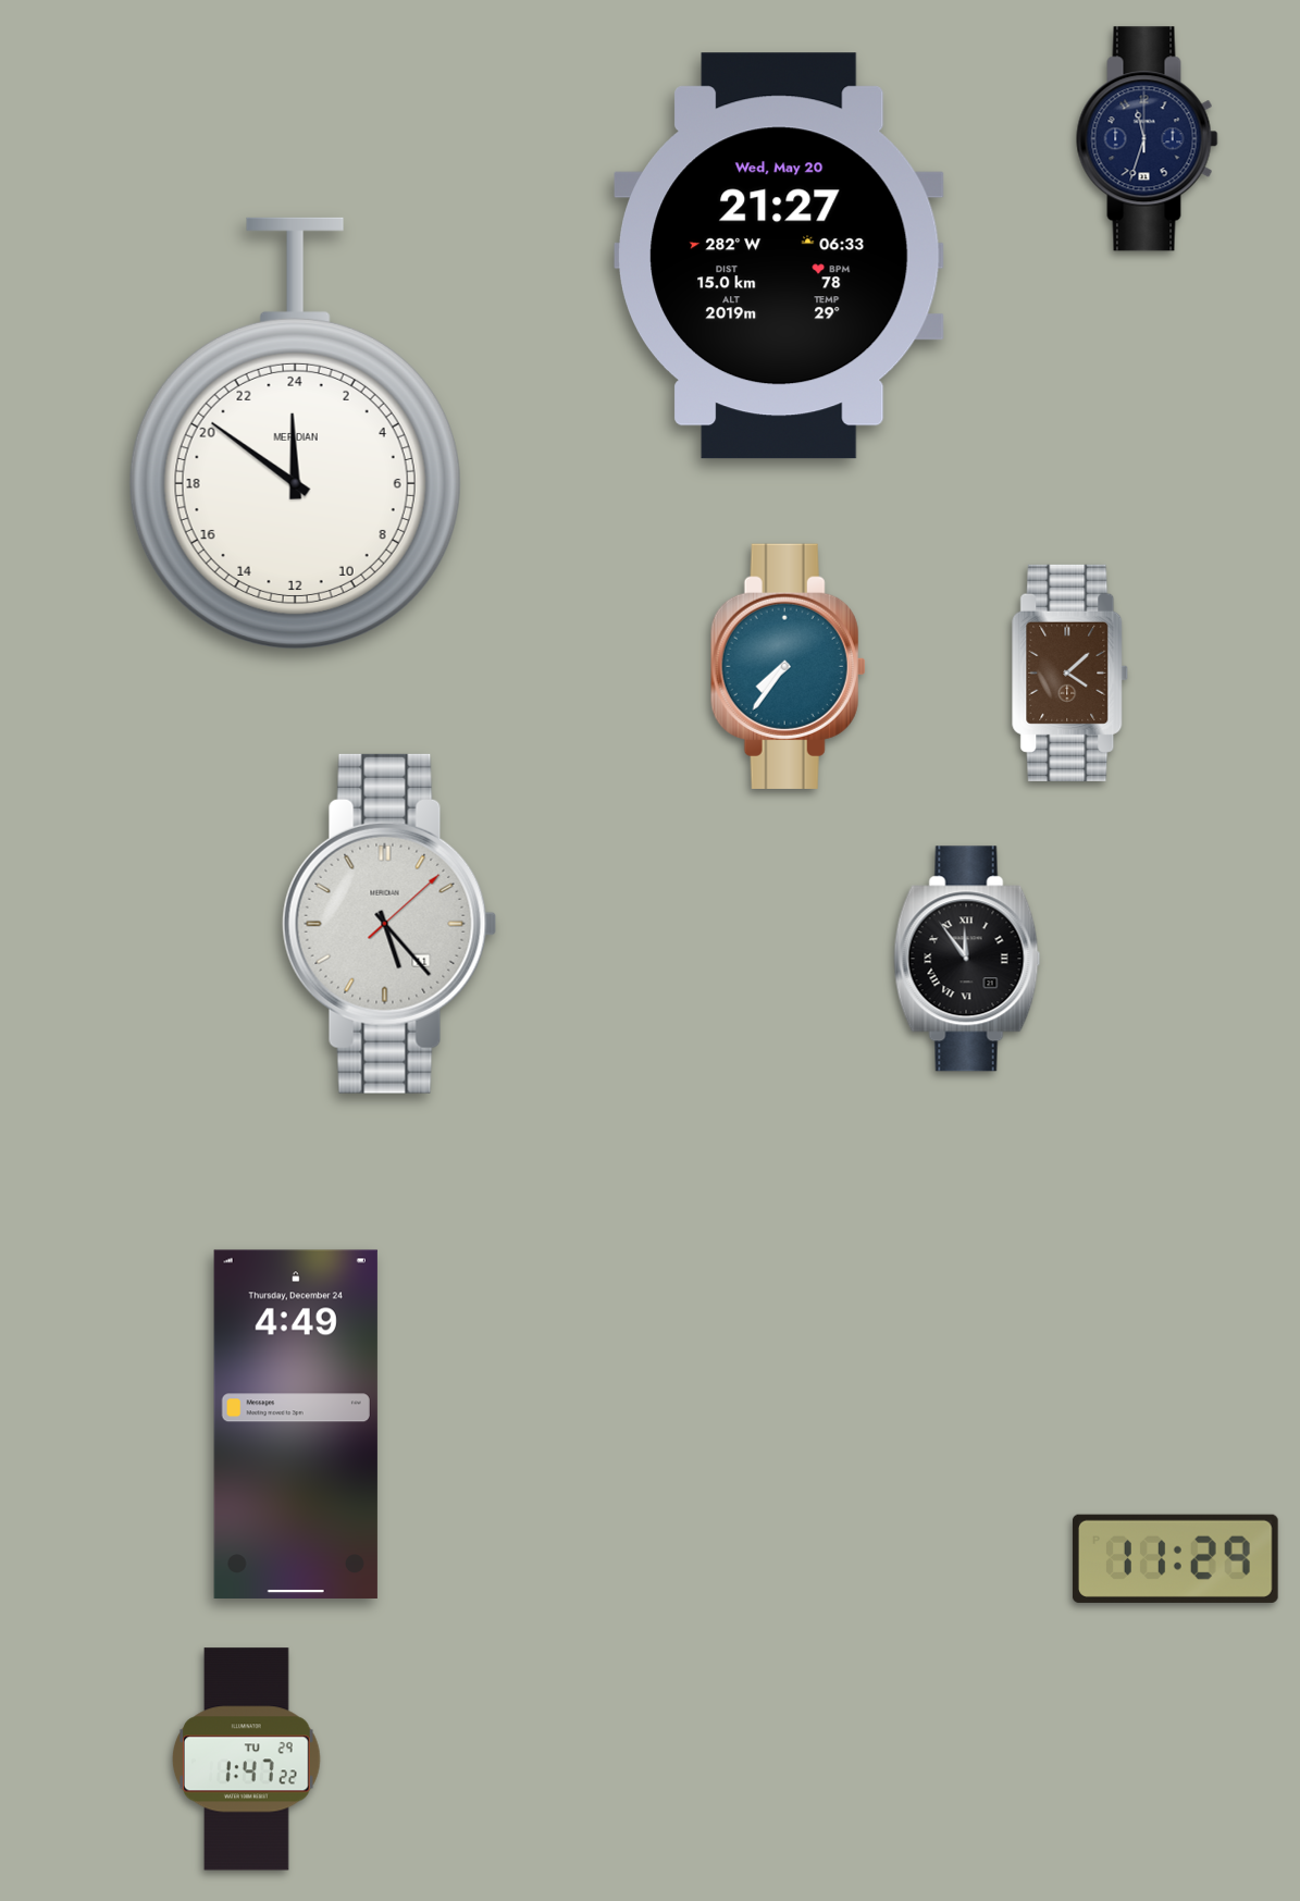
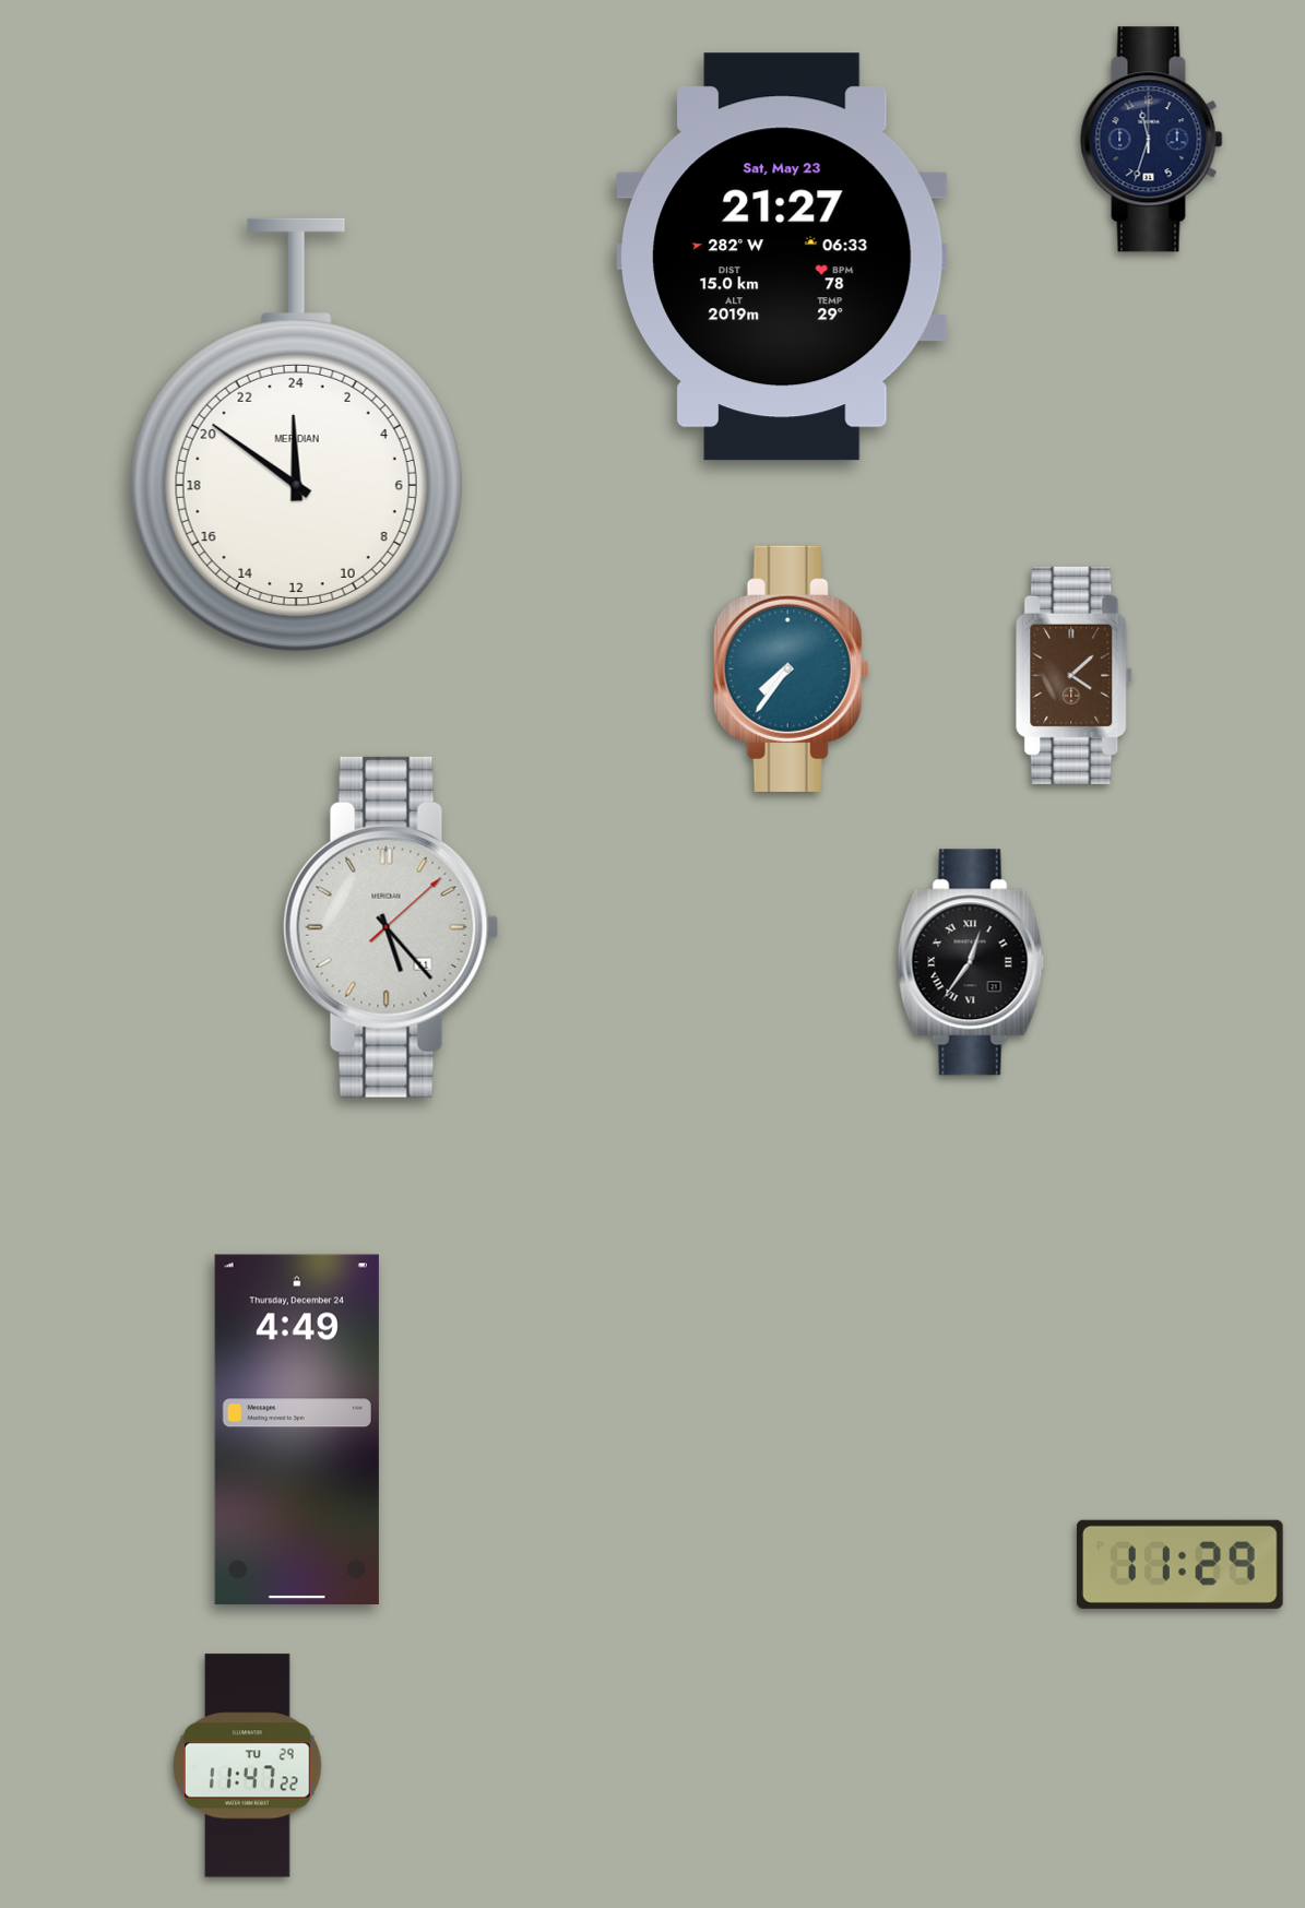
clock at (780, 256) date: Wed, May 20 -> Sat, May 23
clock at (967, 959): 11:54 -> 12:36
clock at (246, 1760): 1:47 -> 11:47
